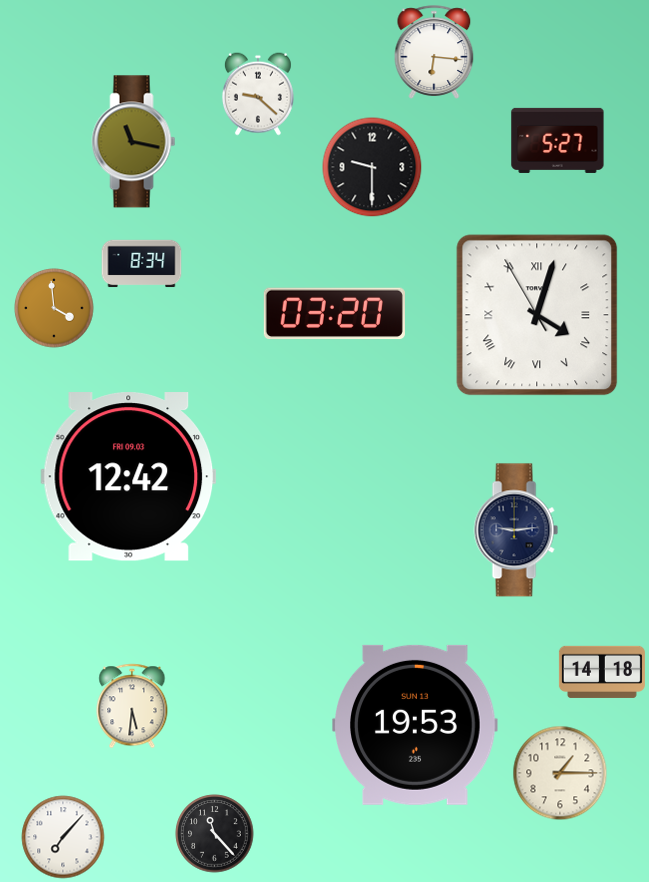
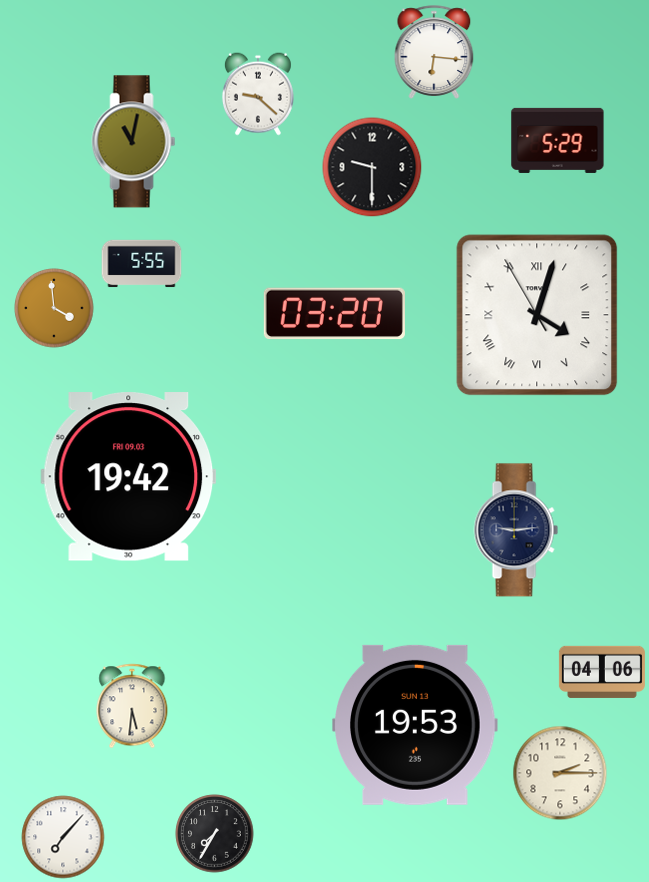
clock at (558, 140): 5:27 -> 5:29
clock at (134, 142): 11:17 -> 11:02
clock at (142, 264): 8:34 -> 5:55
clock at (129, 477): 12:42 -> 19:42
clock at (602, 672): 14:18 -> 04:06
clock at (560, 773): 1:15 -> 2:15
clock at (215, 834): 11:23 -> 7:35
